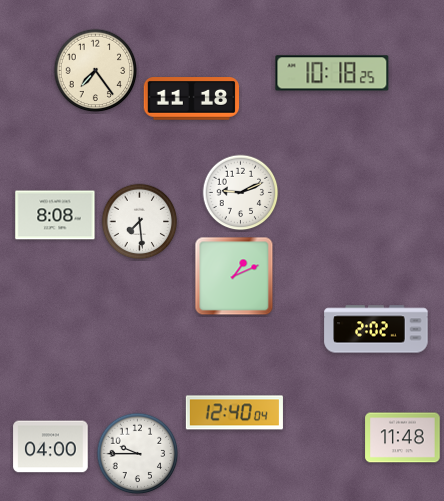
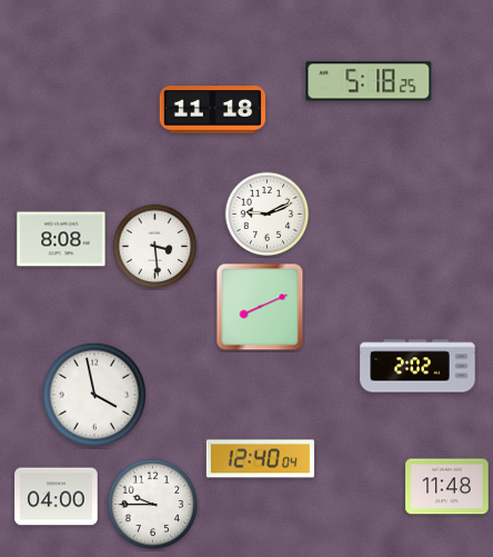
clock at (96, 71): 7:24 -> none
clock at (332, 73): 10:18 -> 5:18
clock at (140, 222): 7:29 -> 3:29
clock at (234, 276): 1:11 -> 8:11
clock at (93, 394): none -> 3:58
